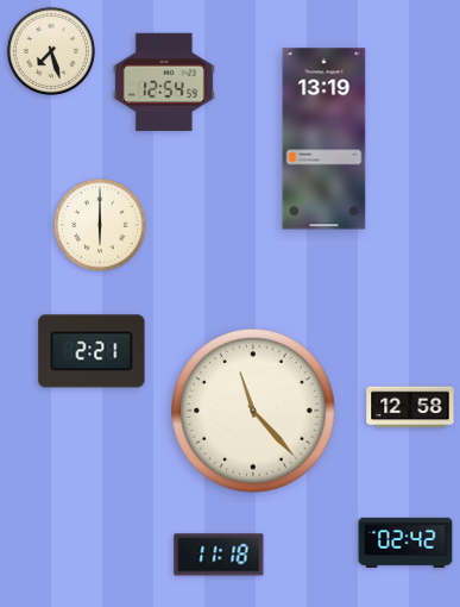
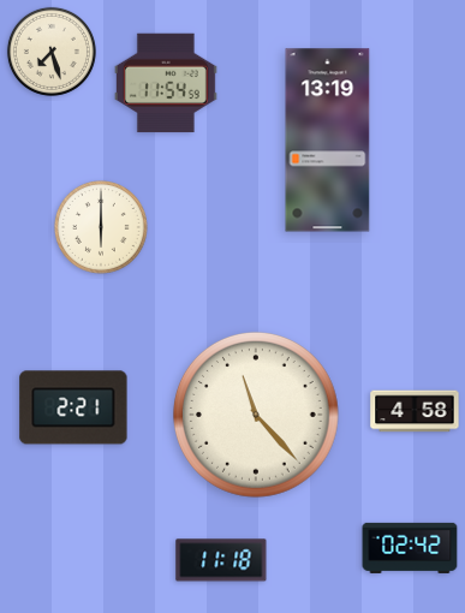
clock at (164, 82): 12:54 -> 11:54
clock at (92, 351) position: (92, 351) -> (73, 407)
clock at (410, 407): 12:58 -> 4:58
